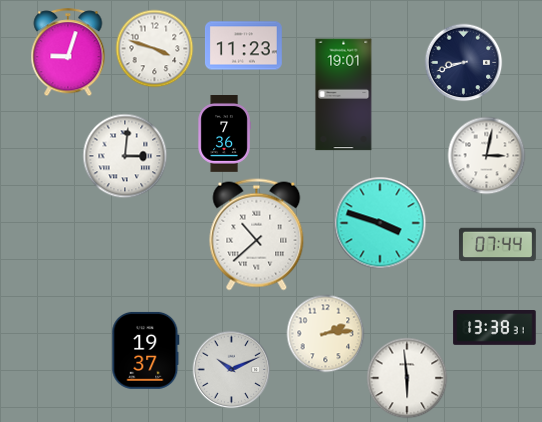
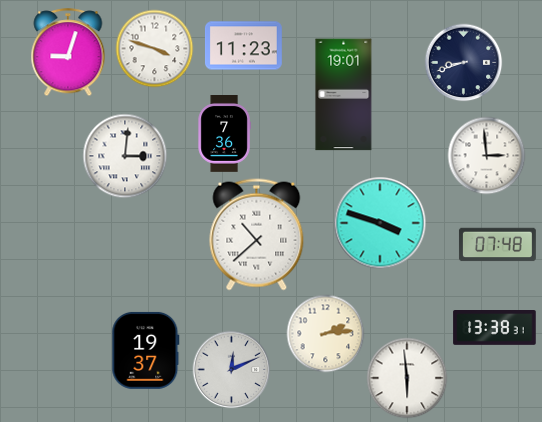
clock at (486, 155): 3:02 -> 2:59
clock at (498, 245): 07:44 -> 07:48
clock at (231, 369): 10:11 -> 12:11
